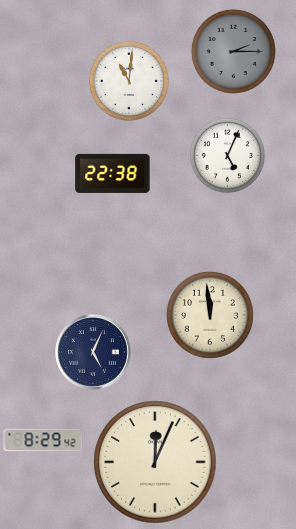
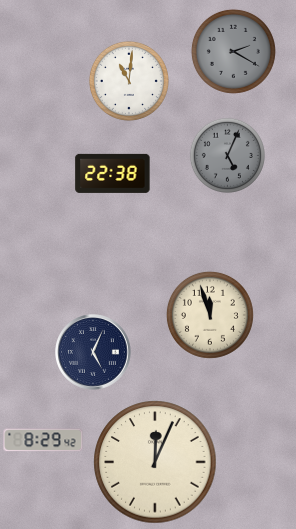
clock at (233, 51): 2:15 -> 2:20
clock at (227, 155) dial: white -> grey
clock at (210, 315): 11:59 -> 11:57
